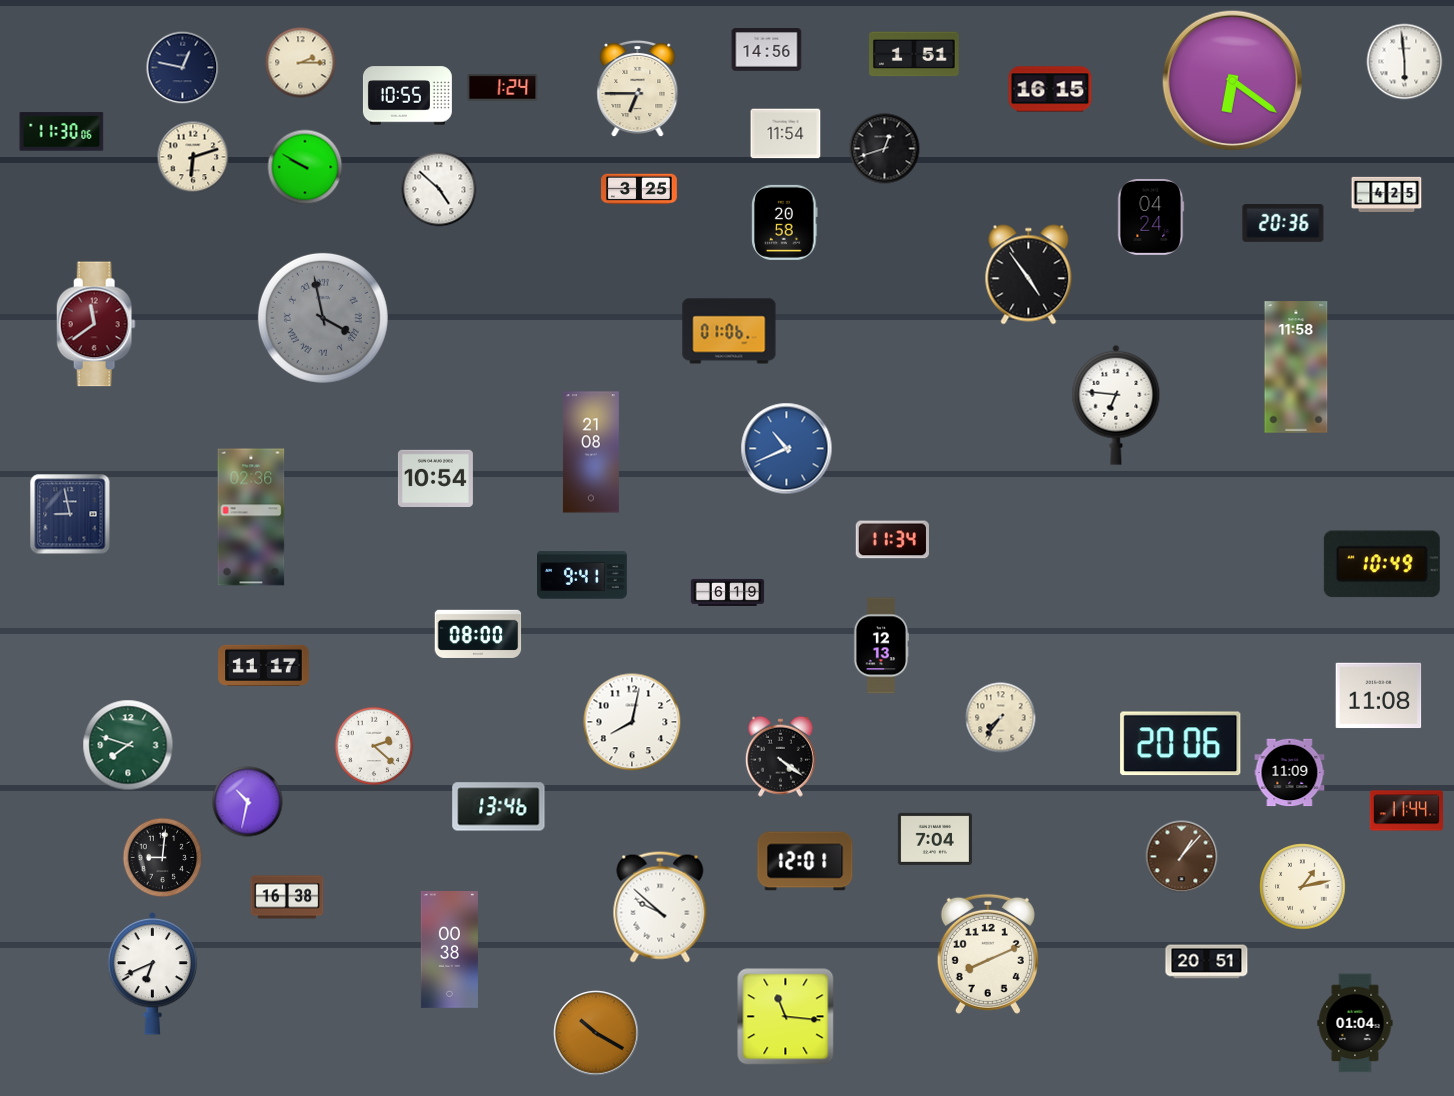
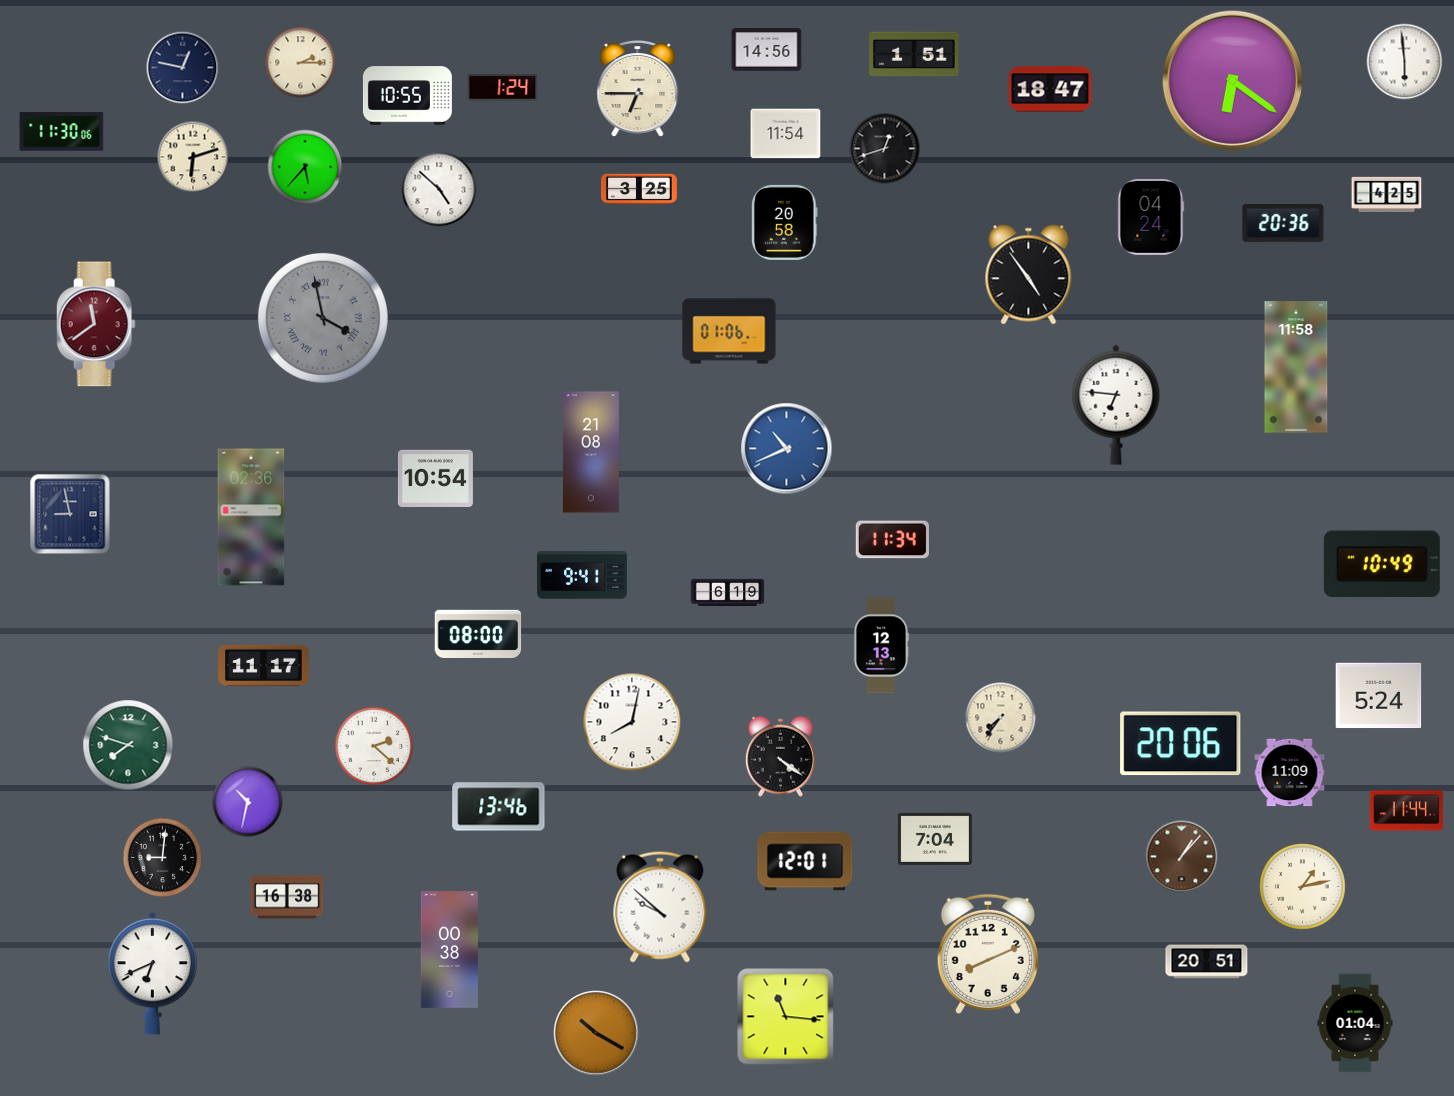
clock at (1050, 89): 16:15 -> 18:47
clock at (305, 167): 9:50 -> 5:37
clock at (1379, 696): 11:08 -> 5:24
